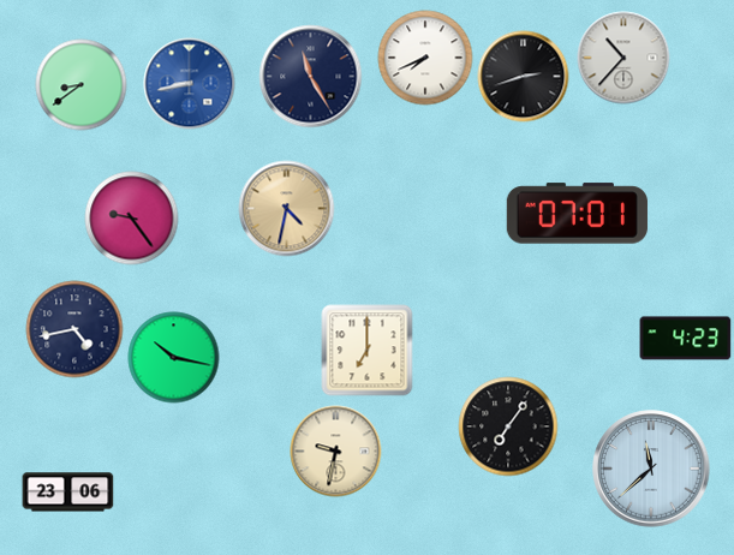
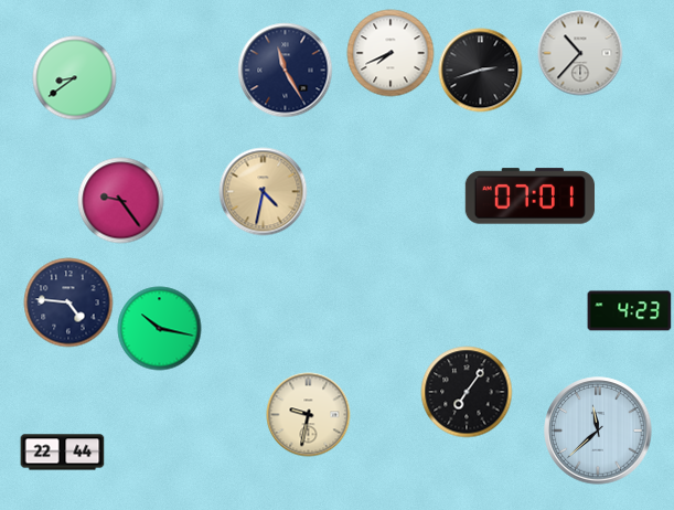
clock at (623, 58) position: (623, 58) -> (580, 53)
clock at (190, 84): 8:43 -> none
clock at (74, 329): 4:43 -> 4:46
clock at (368, 351): 7:00 -> none
clock at (68, 493): 23:06 -> 22:44
